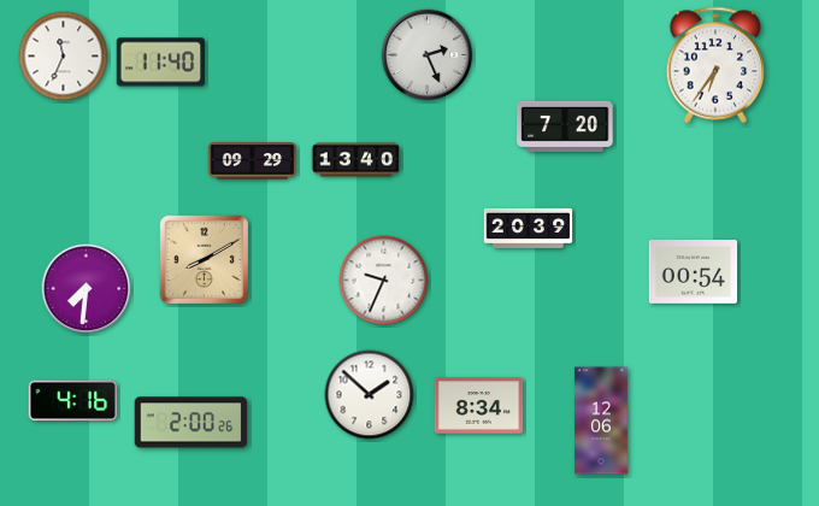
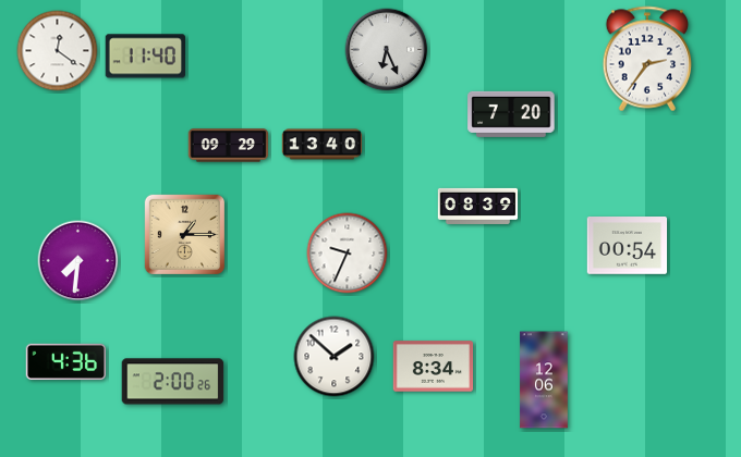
clock at (428, 55): 2:26 -> 6:26
clock at (64, 57): 11:34 -> 12:21
clock at (715, 65): 6:36 -> 2:36
clock at (529, 228): 20:39 -> 08:39
clock at (204, 259): 8:10 -> 1:15
clock at (73, 401): 4:16 -> 4:36
